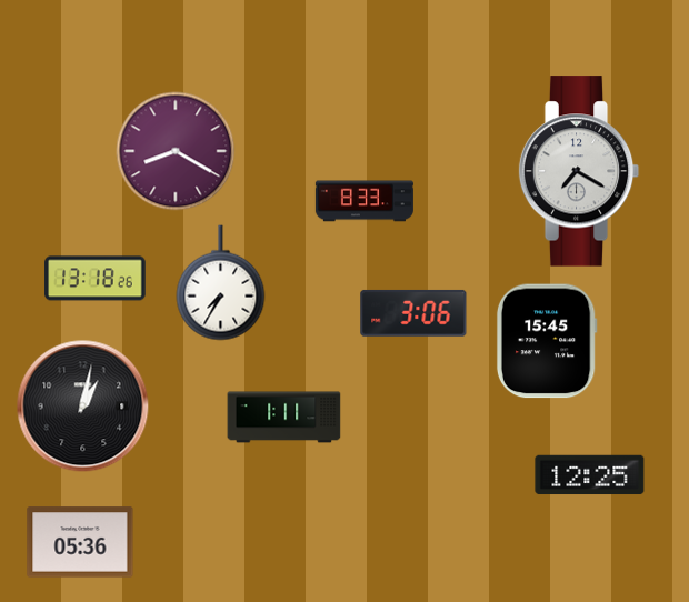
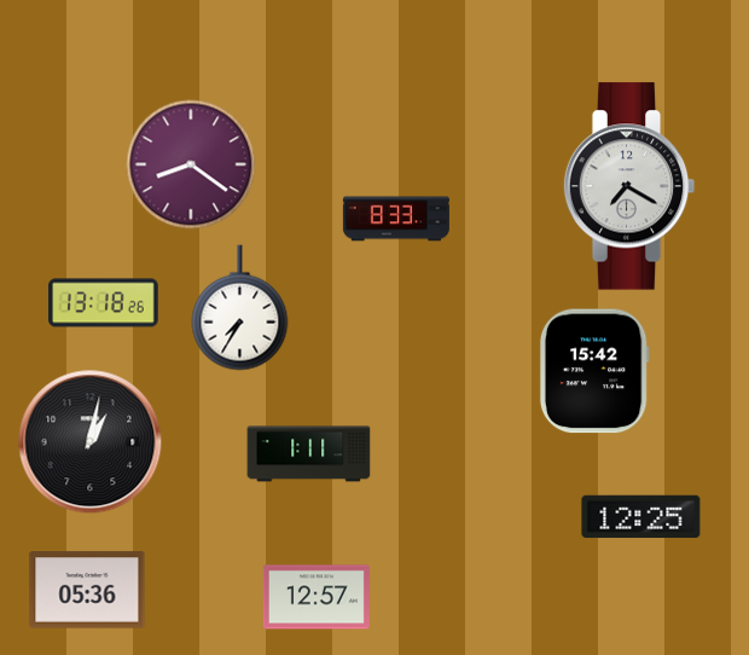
clock at (176, 151): 8:20 -> 8:21
clock at (413, 313): 3:06 -> none
clock at (547, 341): 15:45 -> 15:42
clock at (317, 597): none -> 12:57
